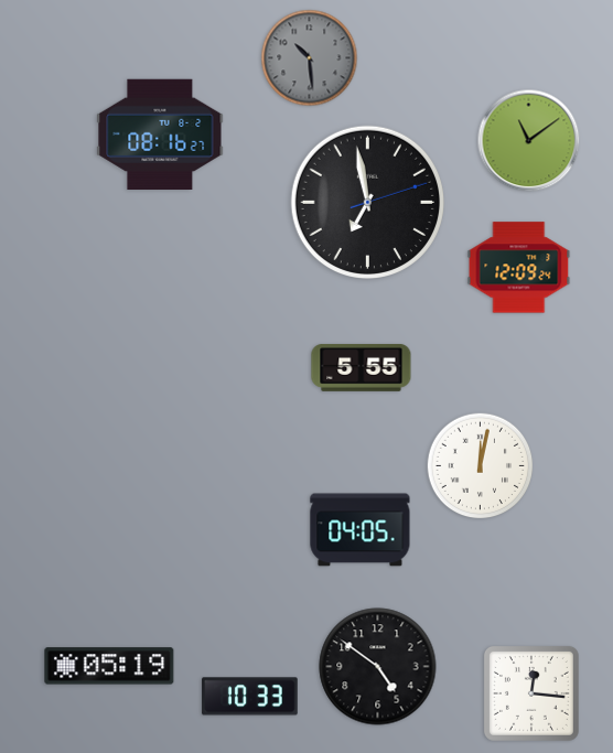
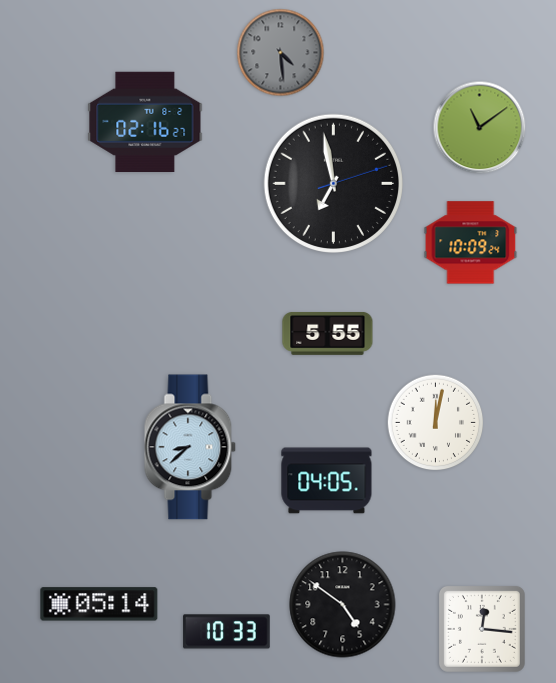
clock at (310, 58): 10:29 -> 4:29
clock at (160, 133): 08:16 -> 02:16
clock at (519, 268): 12:09 -> 10:09
clock at (190, 447): none -> 8:38
clock at (109, 666): 05:19 -> 05:14
